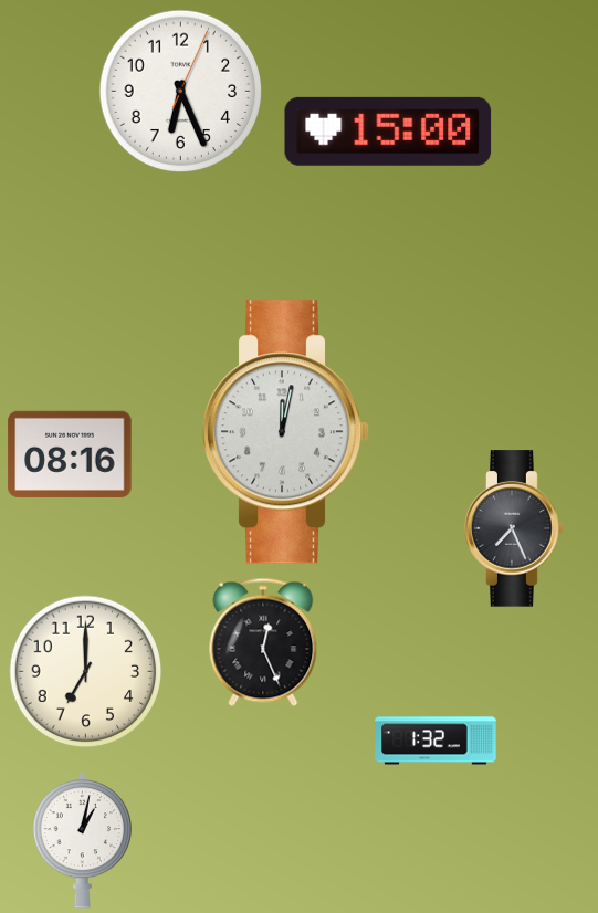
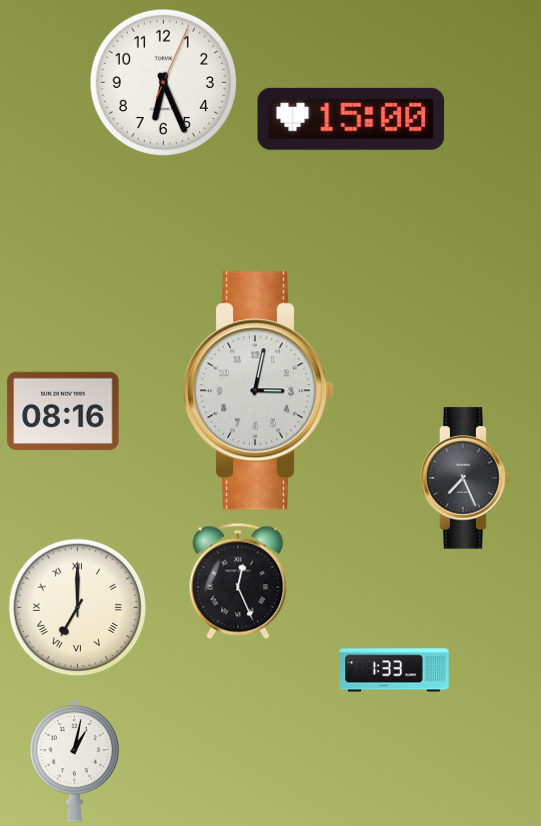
clock at (286, 432): 12:02 -> 3:02
clock at (86, 672) numerals: Arabic -> Roman
clock at (436, 741): 1:32 -> 1:33
